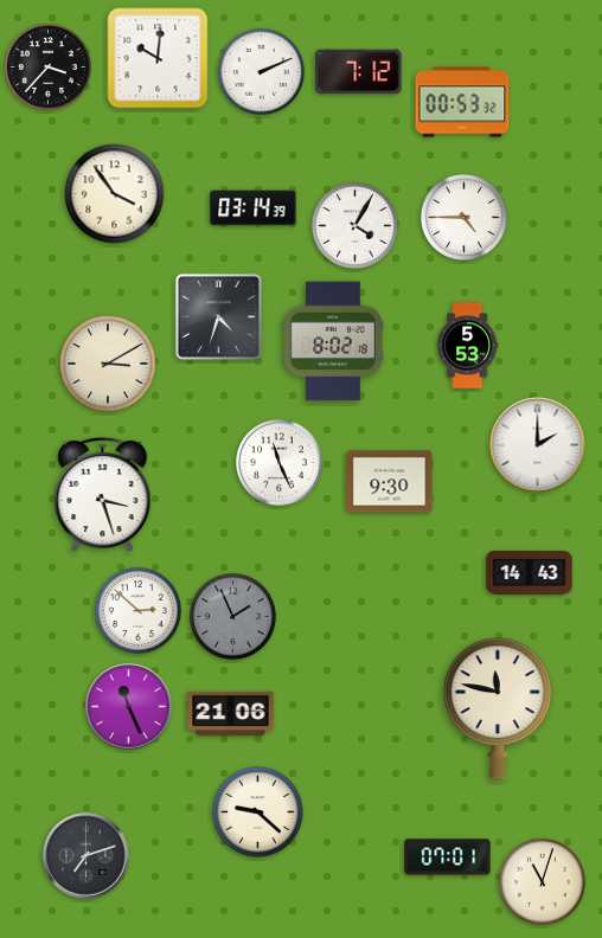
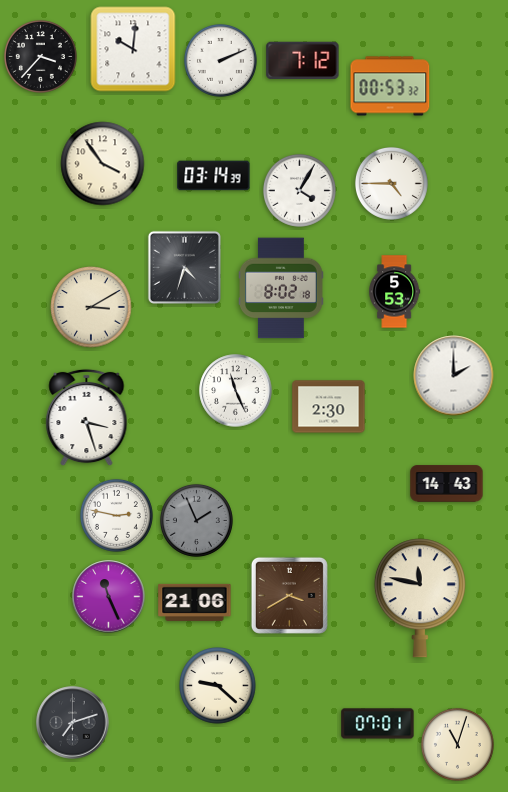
clock at (115, 194) position: (115, 194) -> (103, 164)
clock at (390, 482): 9:30 -> 2:30
clock at (137, 610): 2:52 -> 2:47
clock at (289, 595): none -> 3:40
